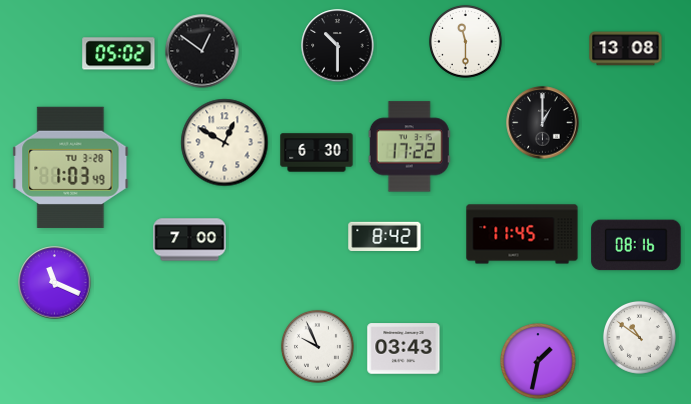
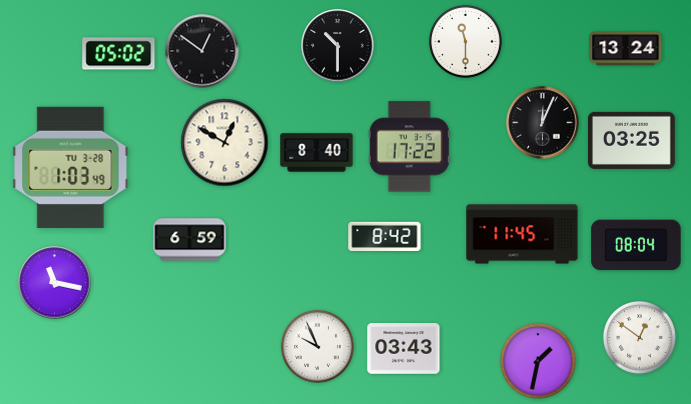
clock at (626, 49): 13:08 -> 13:24
clock at (543, 123): 1:00 -> 12:04
clock at (631, 140): none -> 03:25
clock at (317, 153): 6:30 -> 8:40
clock at (190, 240): 7:00 -> 6:59
clock at (636, 245): 08:16 -> 08:04
clock at (55, 283): 11:19 -> 11:17
clock at (639, 337): 10:51 -> 12:51
